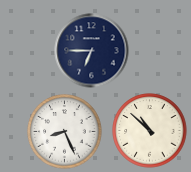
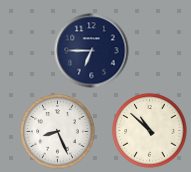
clock at (65, 132) position: (65, 132) -> (58, 132)
